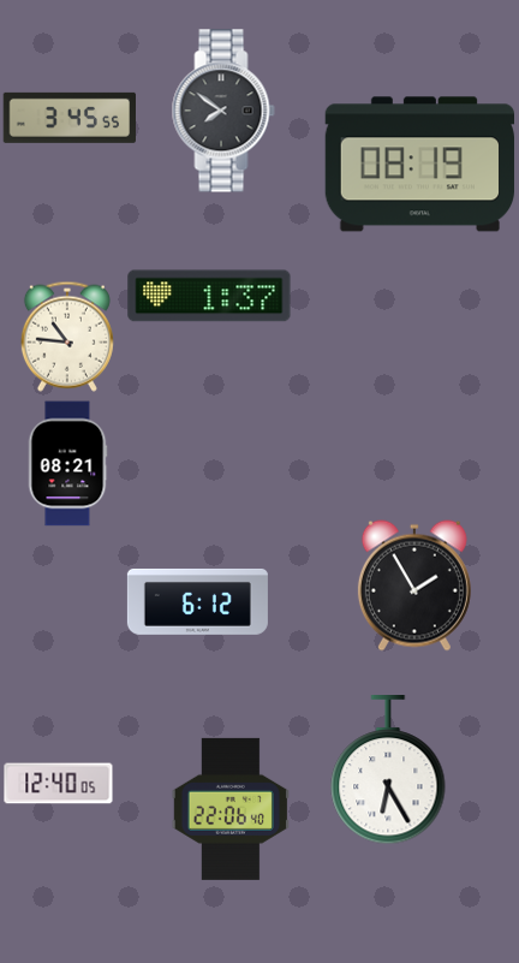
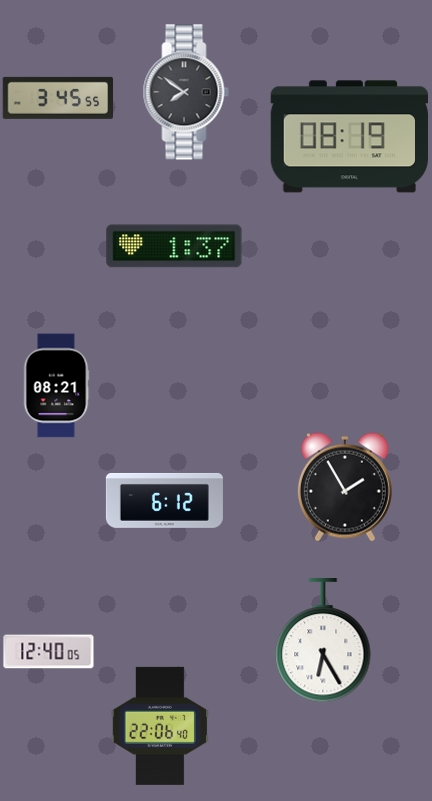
clock at (67, 337): 10:46 -> none
clock at (231, 809) position: (231, 809) -> (160, 726)
